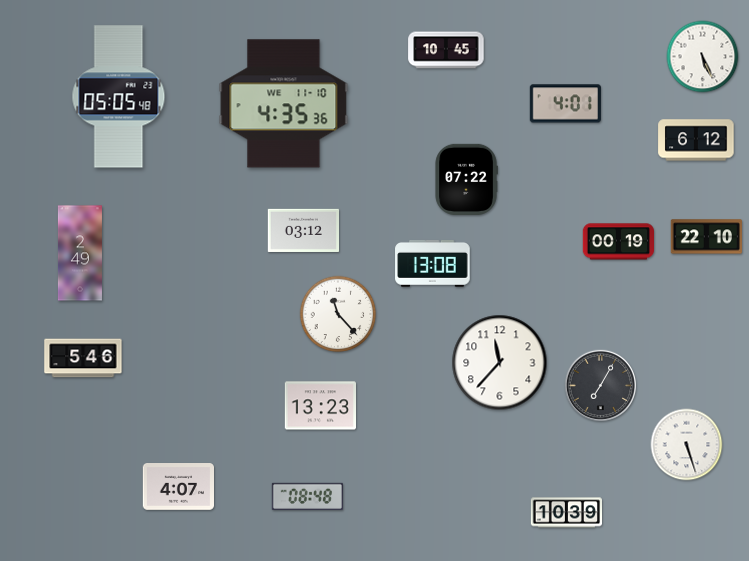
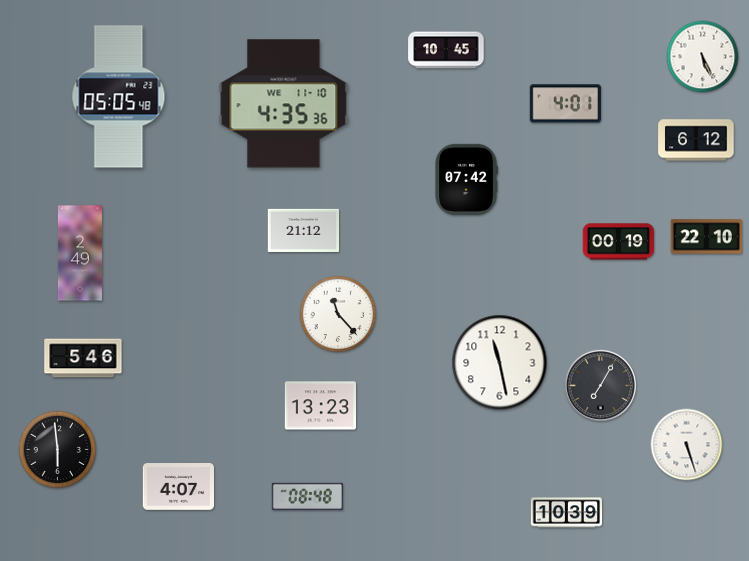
clock at (466, 179): 07:22 -> 07:42
clock at (303, 230): 03:12 -> 21:12
clock at (433, 263): 13:08 -> none
clock at (500, 363): 11:37 -> 11:28
clock at (58, 450): none -> 5:59
